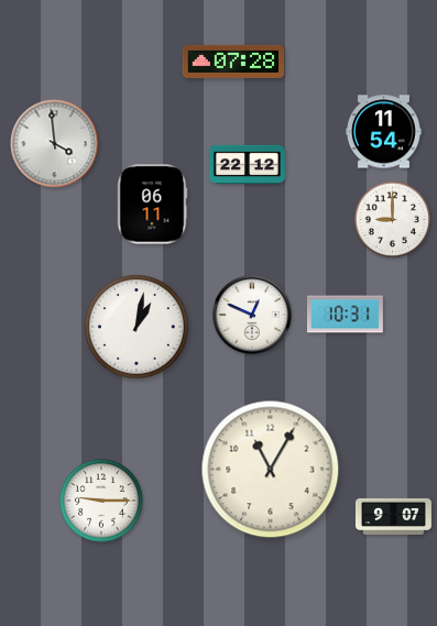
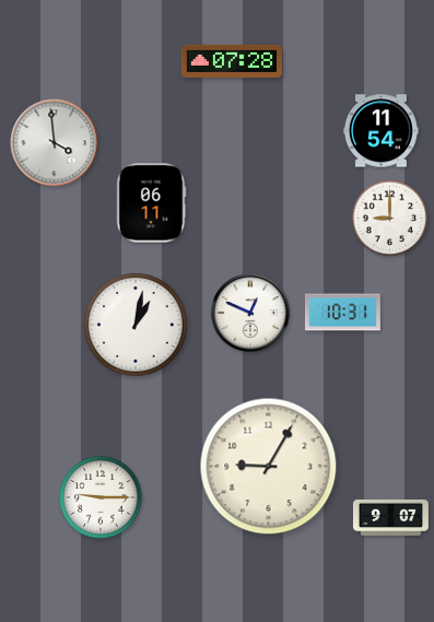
clock at (247, 165): 22:12 -> none
clock at (271, 470): 11:05 -> 9:05
clock at (393, 516) position: (393, 516) -> (390, 517)
